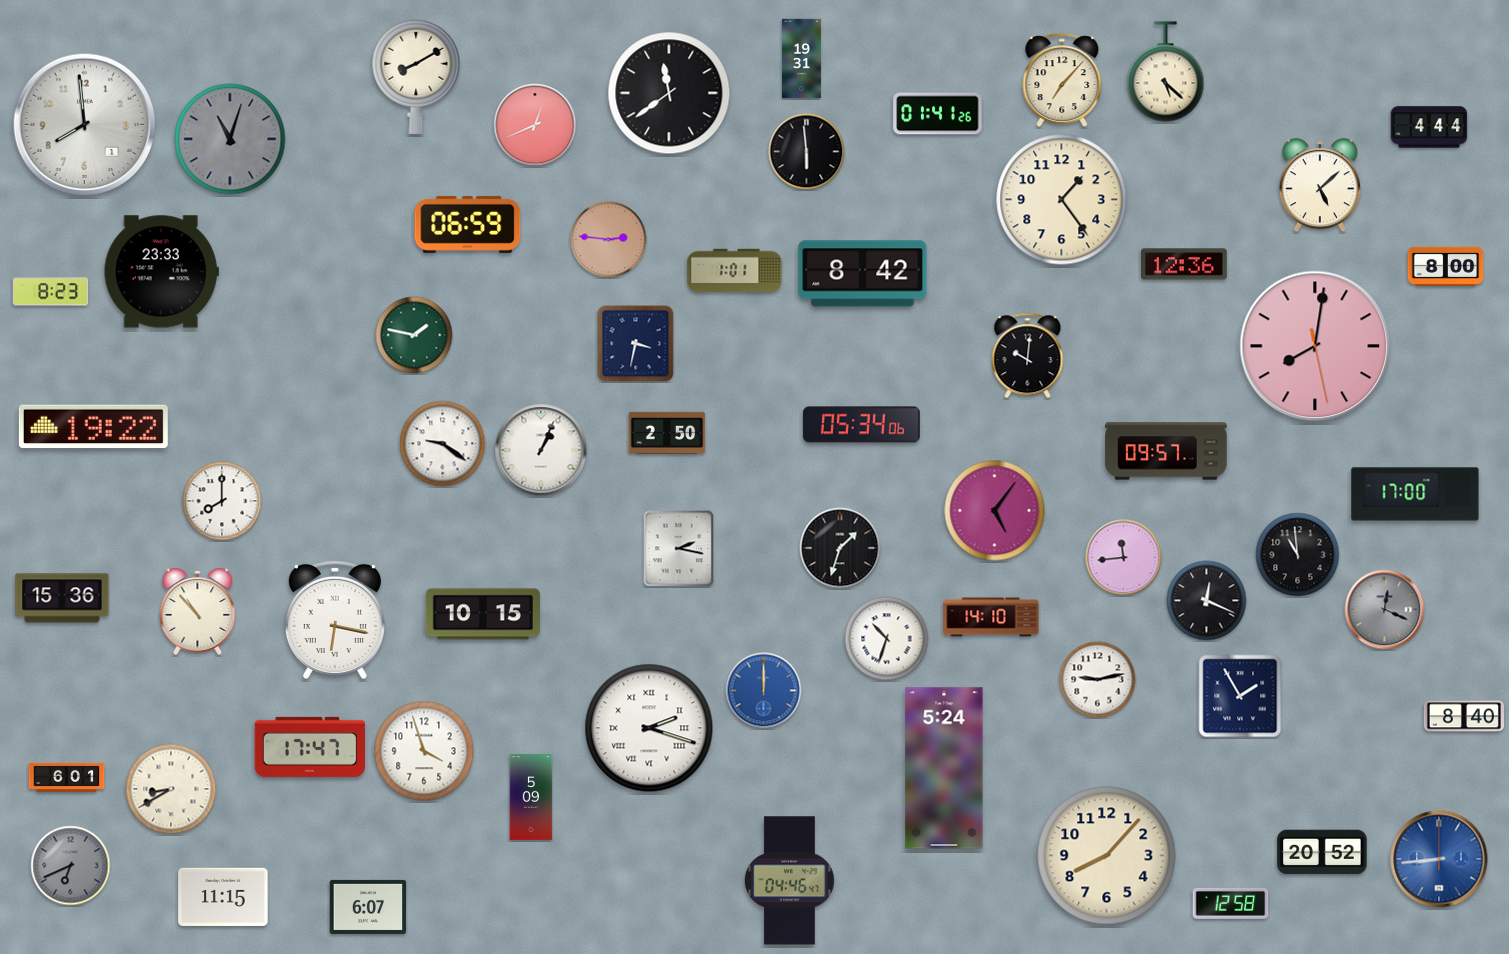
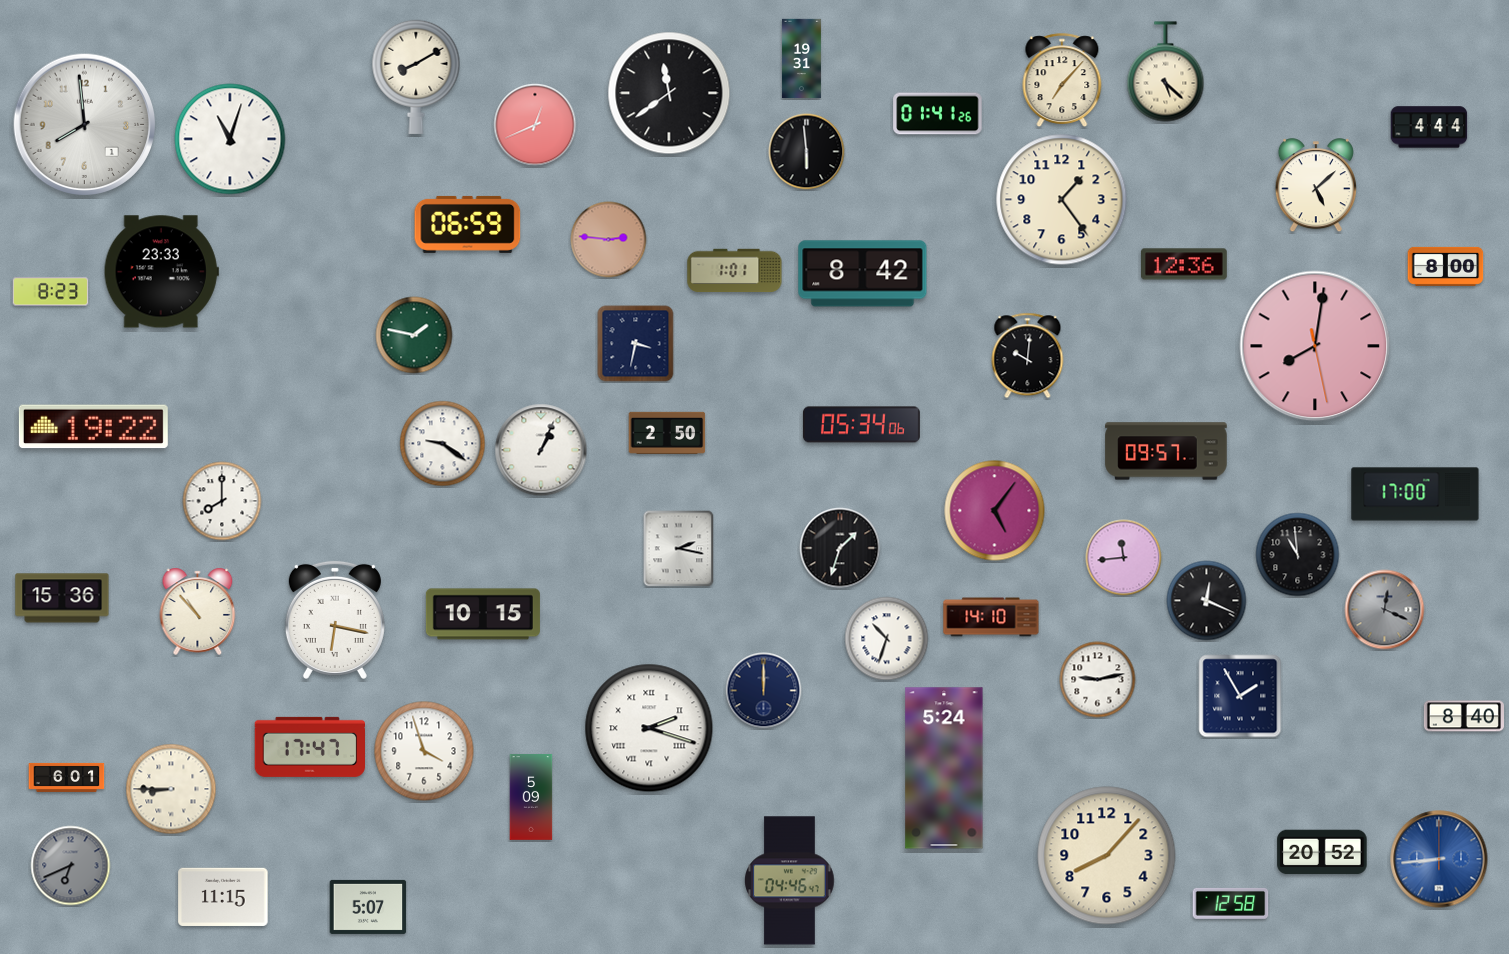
clock at (230, 139) dial: grey -> white
clock at (1320, 186) position: (1320, 186) -> (1316, 186)
clock at (764, 691) dial: blue -> navy
clock at (171, 789): 8:40 -> 8:45
clock at (368, 907): 6:07 -> 5:07
